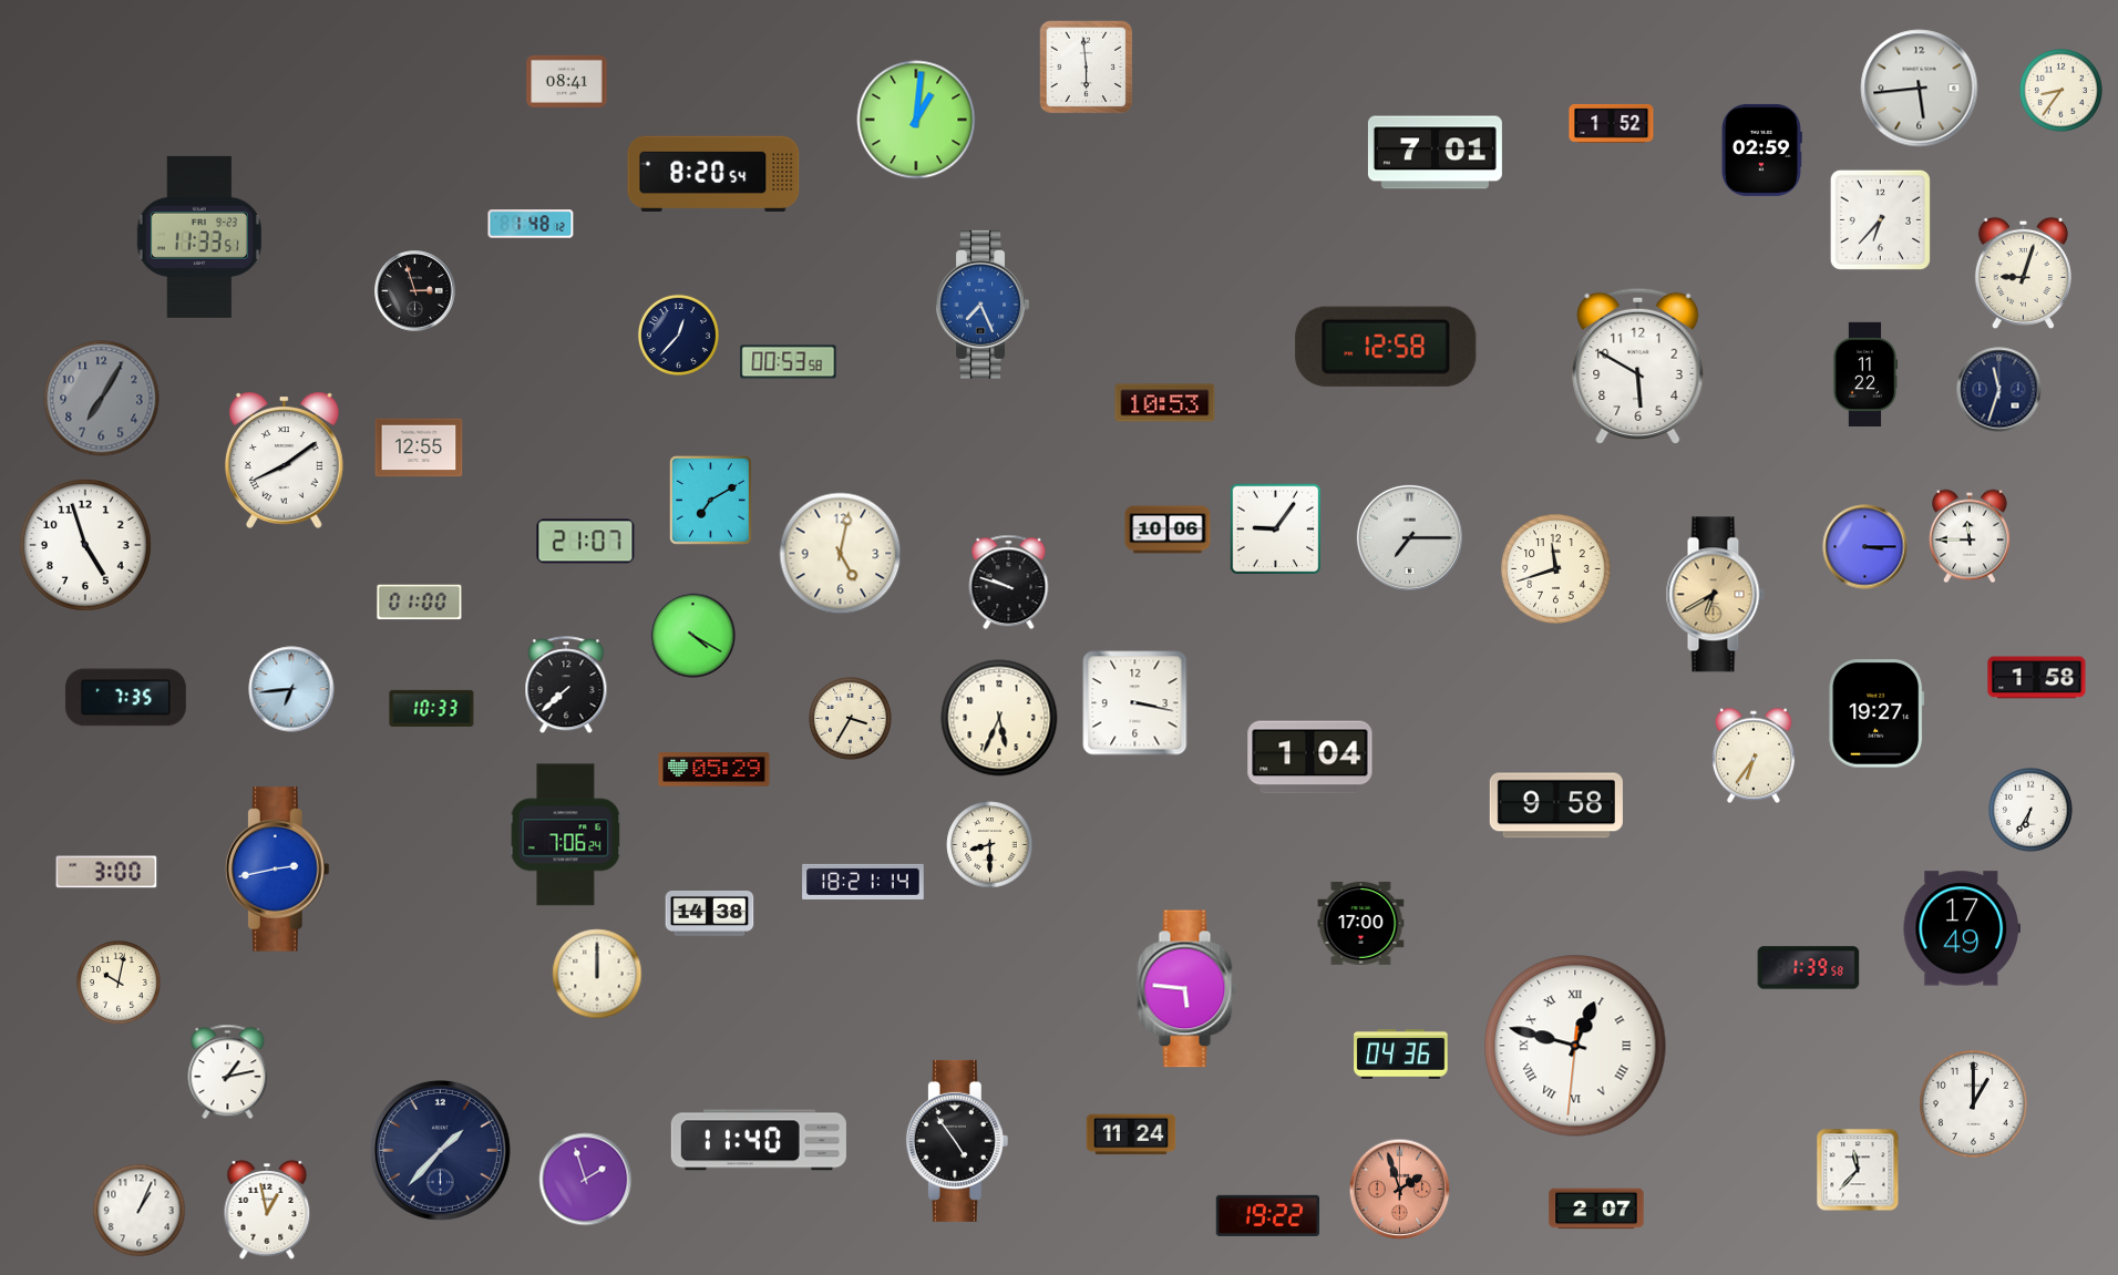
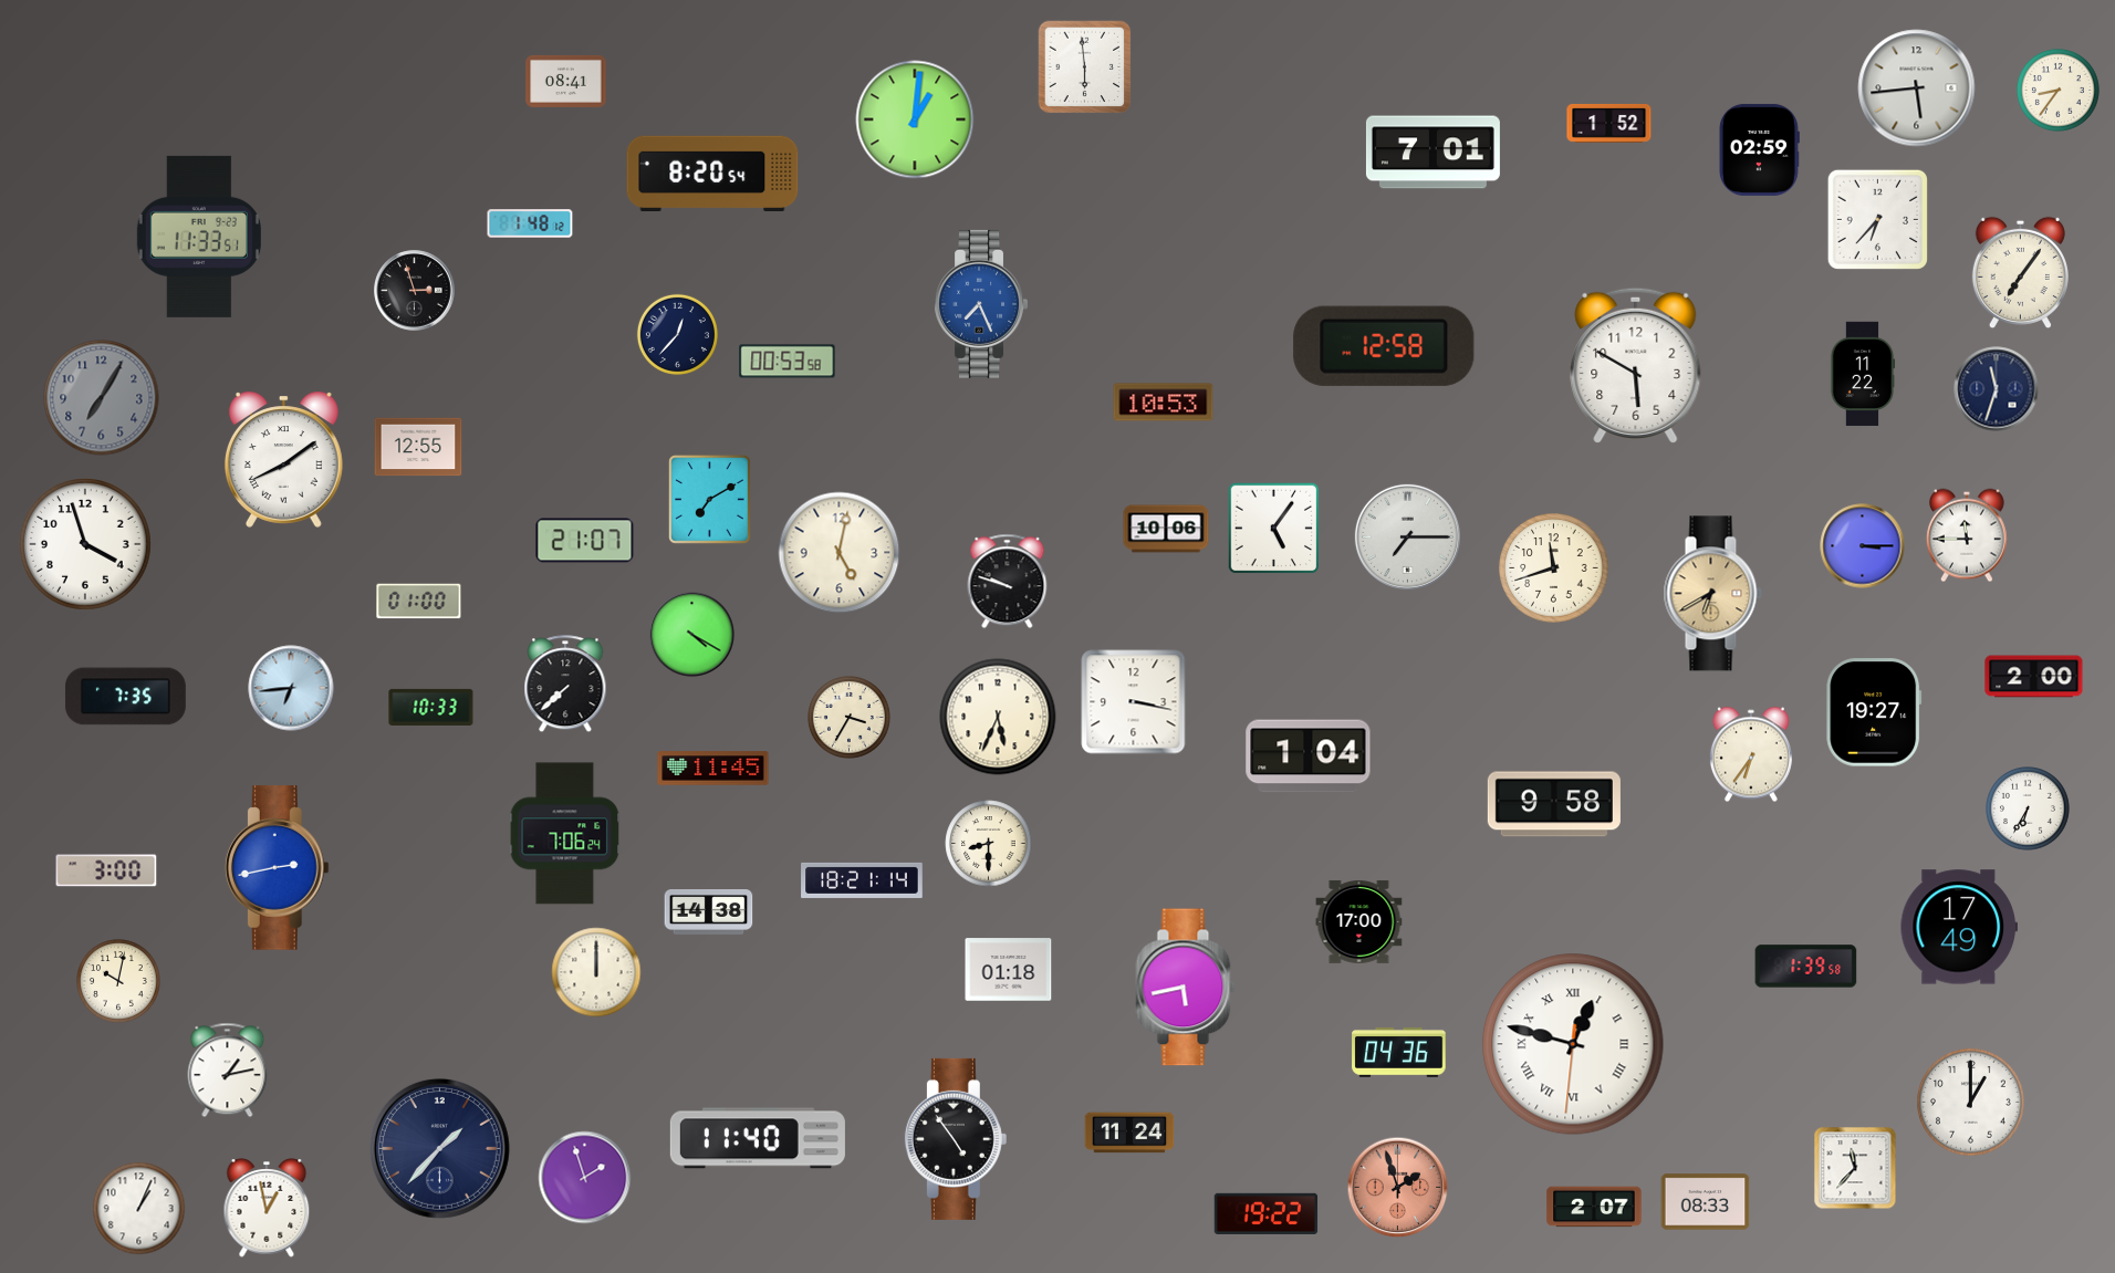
clock at (2023, 273): 9:03 -> 7:06
clock at (1276, 529): 9:06 -> 5:06
clock at (86, 546): 4:57 -> 3:57
clock at (2037, 678): 1:58 -> 2:00
clock at (714, 770): 05:29 -> 11:45
clock at (1009, 970): none -> 01:18
clock at (1187, 989): 5:46 -> 5:43
clock at (1706, 1202): none -> 08:33
